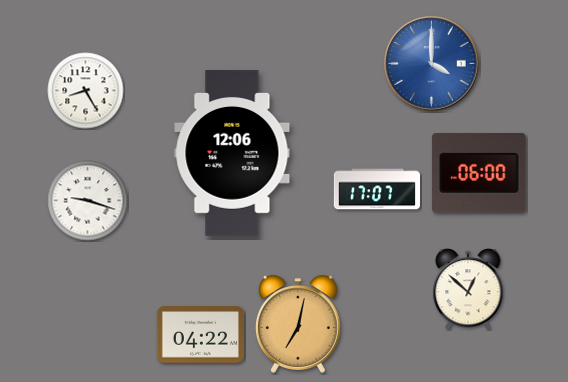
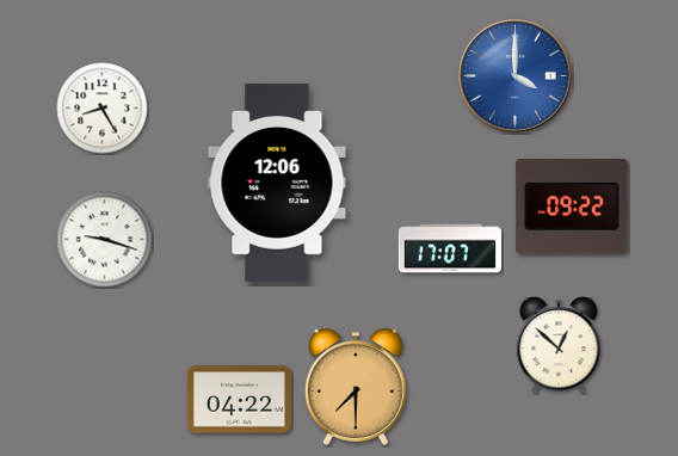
clock at (479, 174): 06:00 -> 09:22
clock at (376, 189) position: (376, 189) -> (449, 248)
clock at (298, 324): 7:02 -> 7:30
